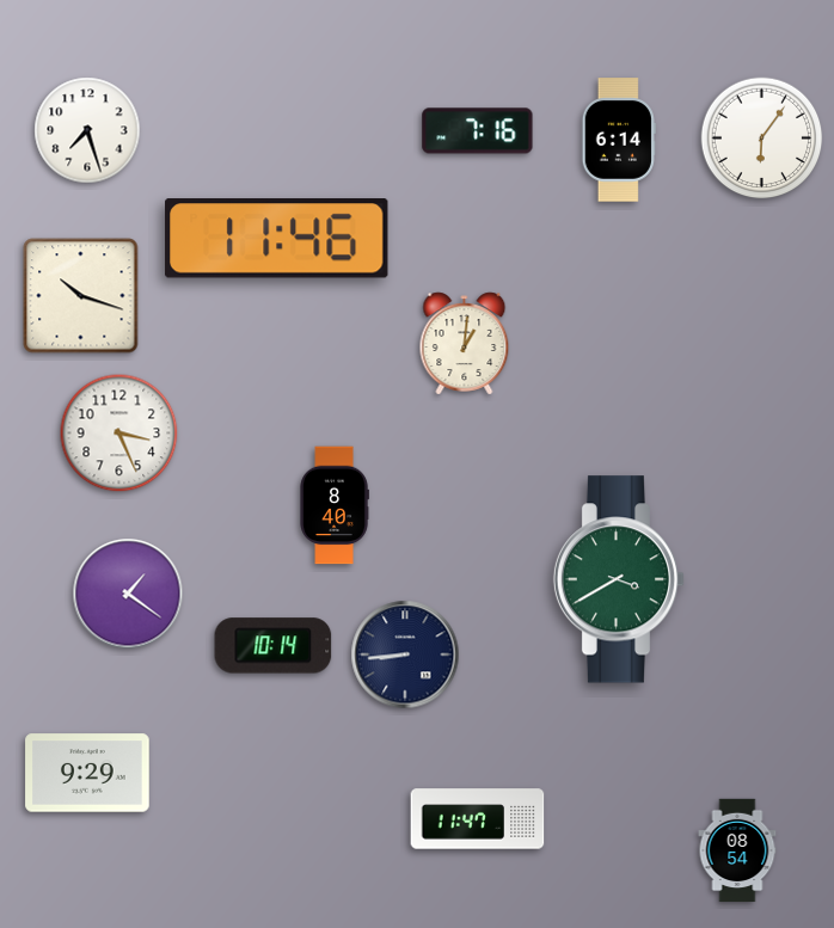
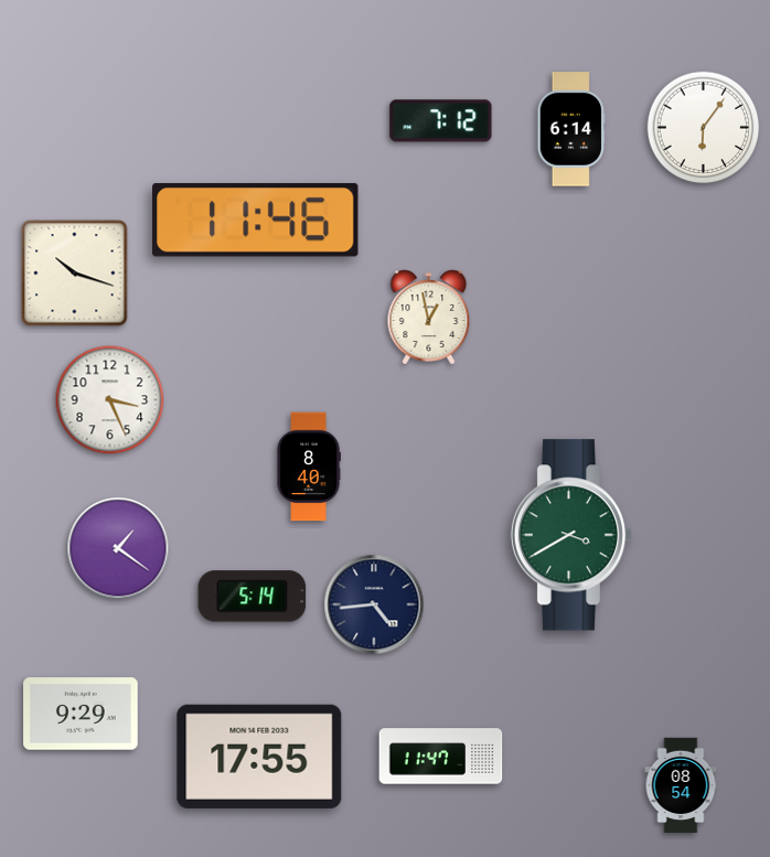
clock at (87, 130): 7:27 -> none
clock at (478, 131): 7:16 -> 7:12
clock at (465, 344): 1:01 -> 12:58
clock at (274, 646): 10:14 -> 5:14
clock at (405, 654): 8:44 -> 4:44
clock at (259, 757): none -> 17:55
